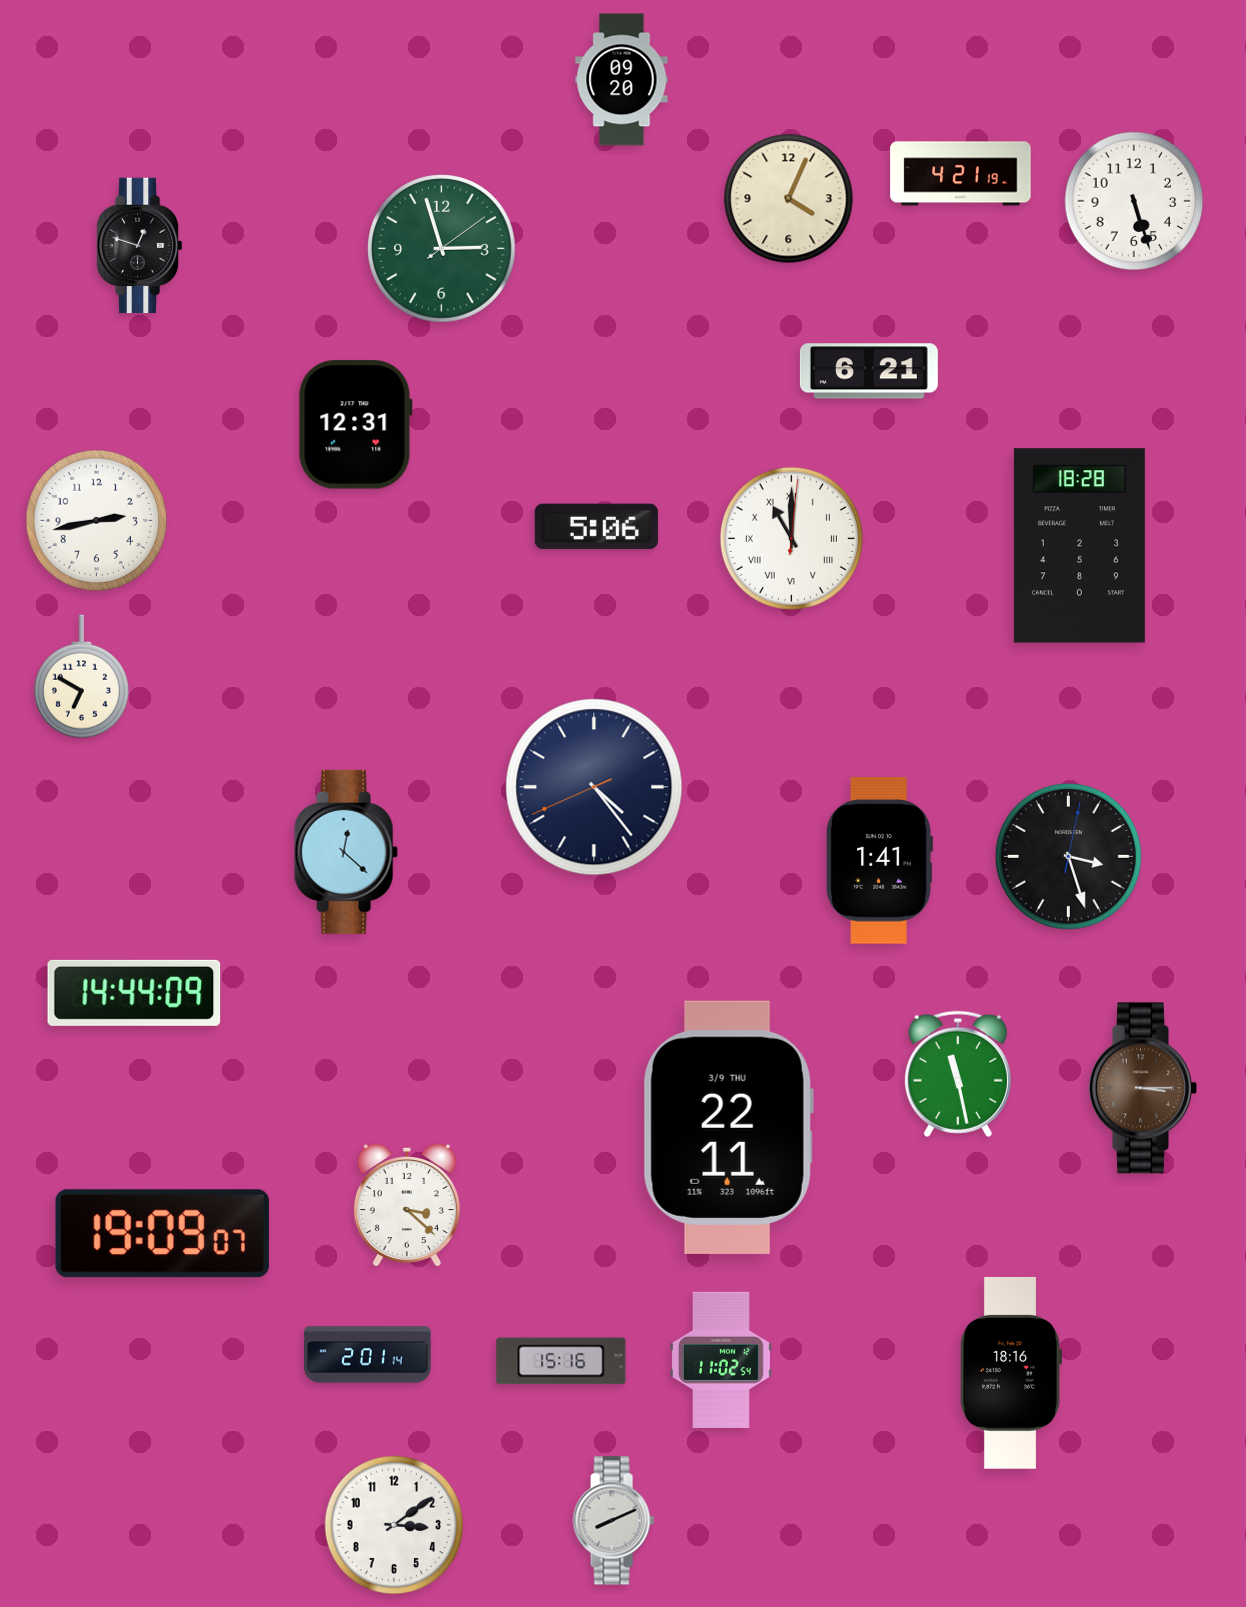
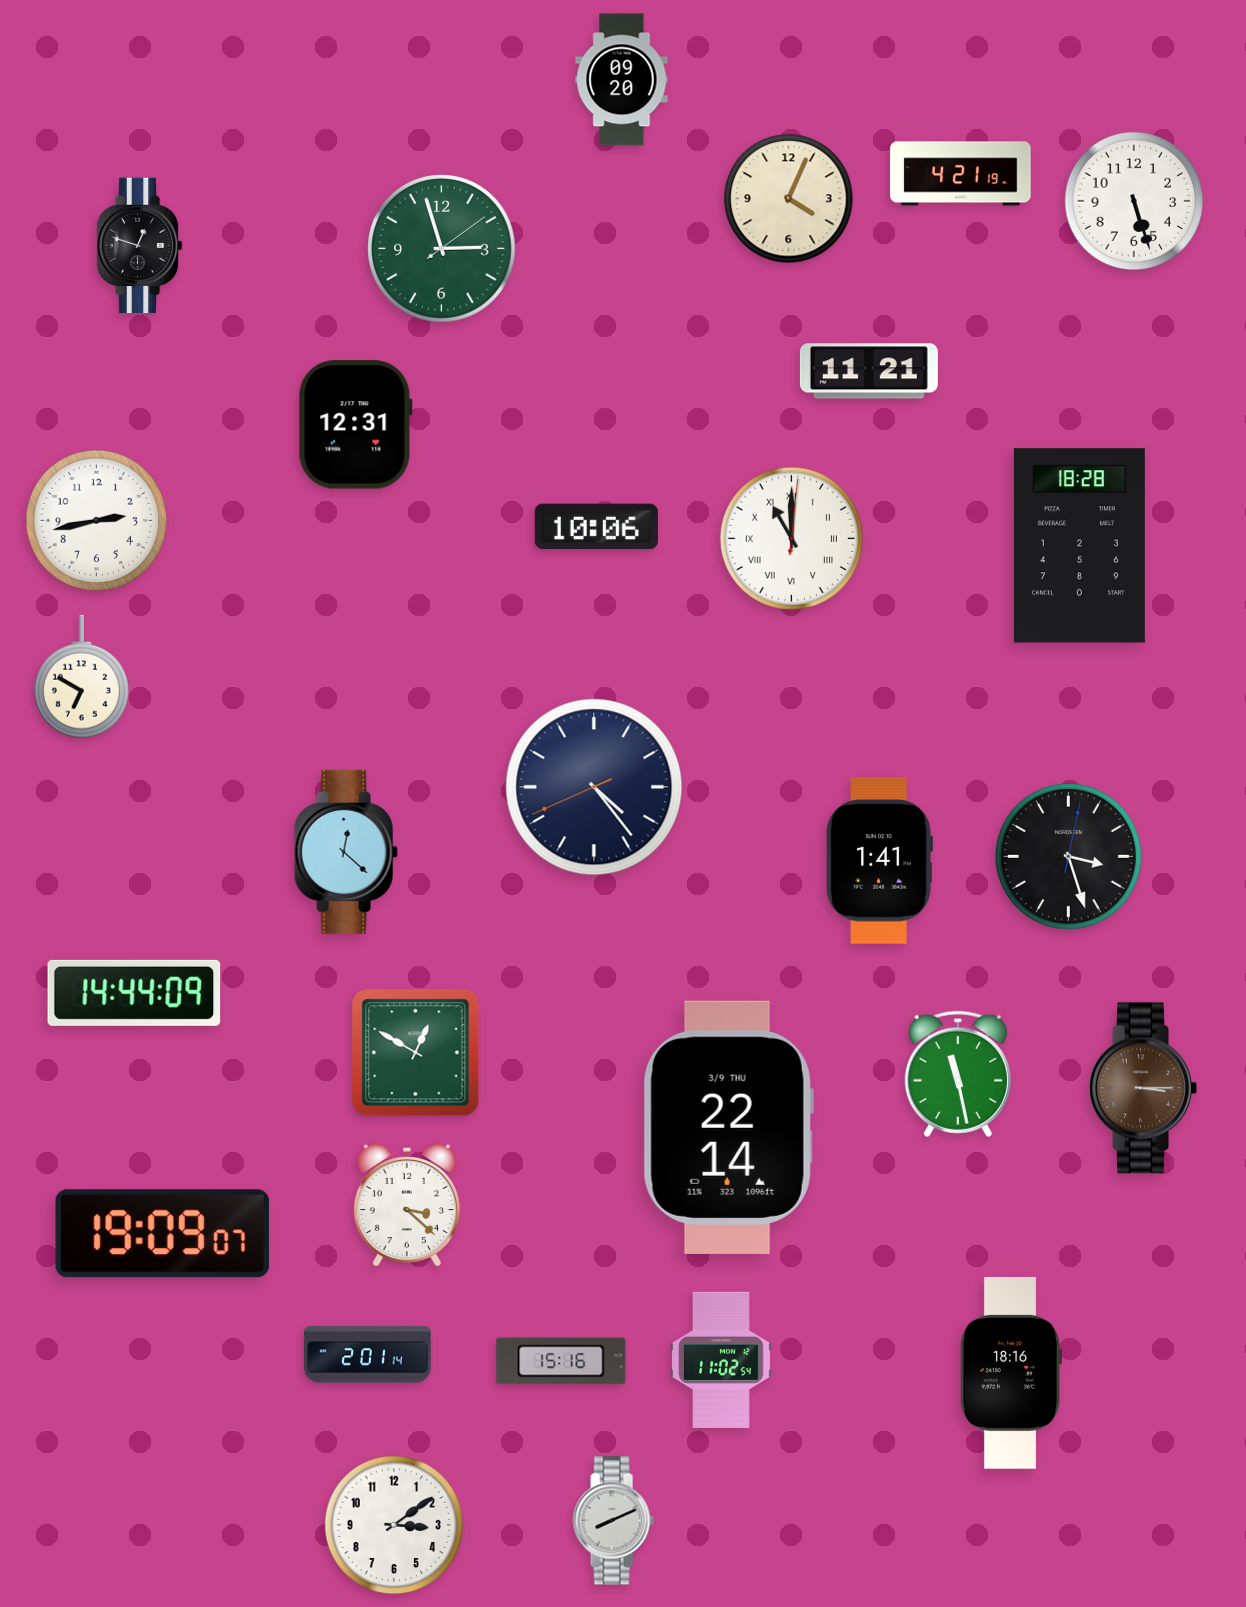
clock at (869, 371): 6:21 -> 11:21
clock at (596, 527): 5:06 -> 10:06
clock at (416, 1053): none -> 12:50
clock at (728, 1127): 22:11 -> 22:14
